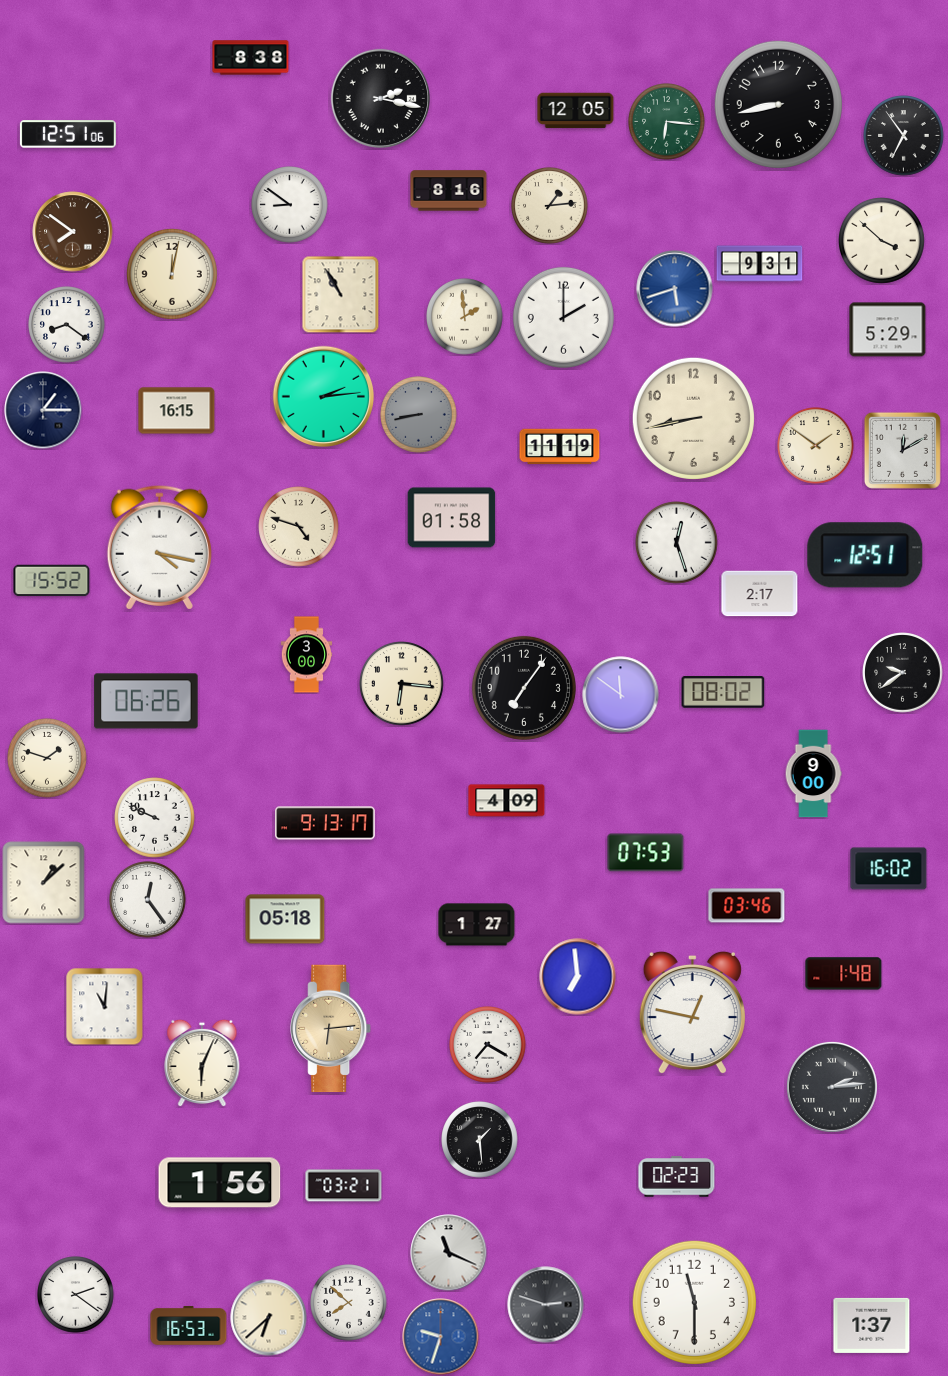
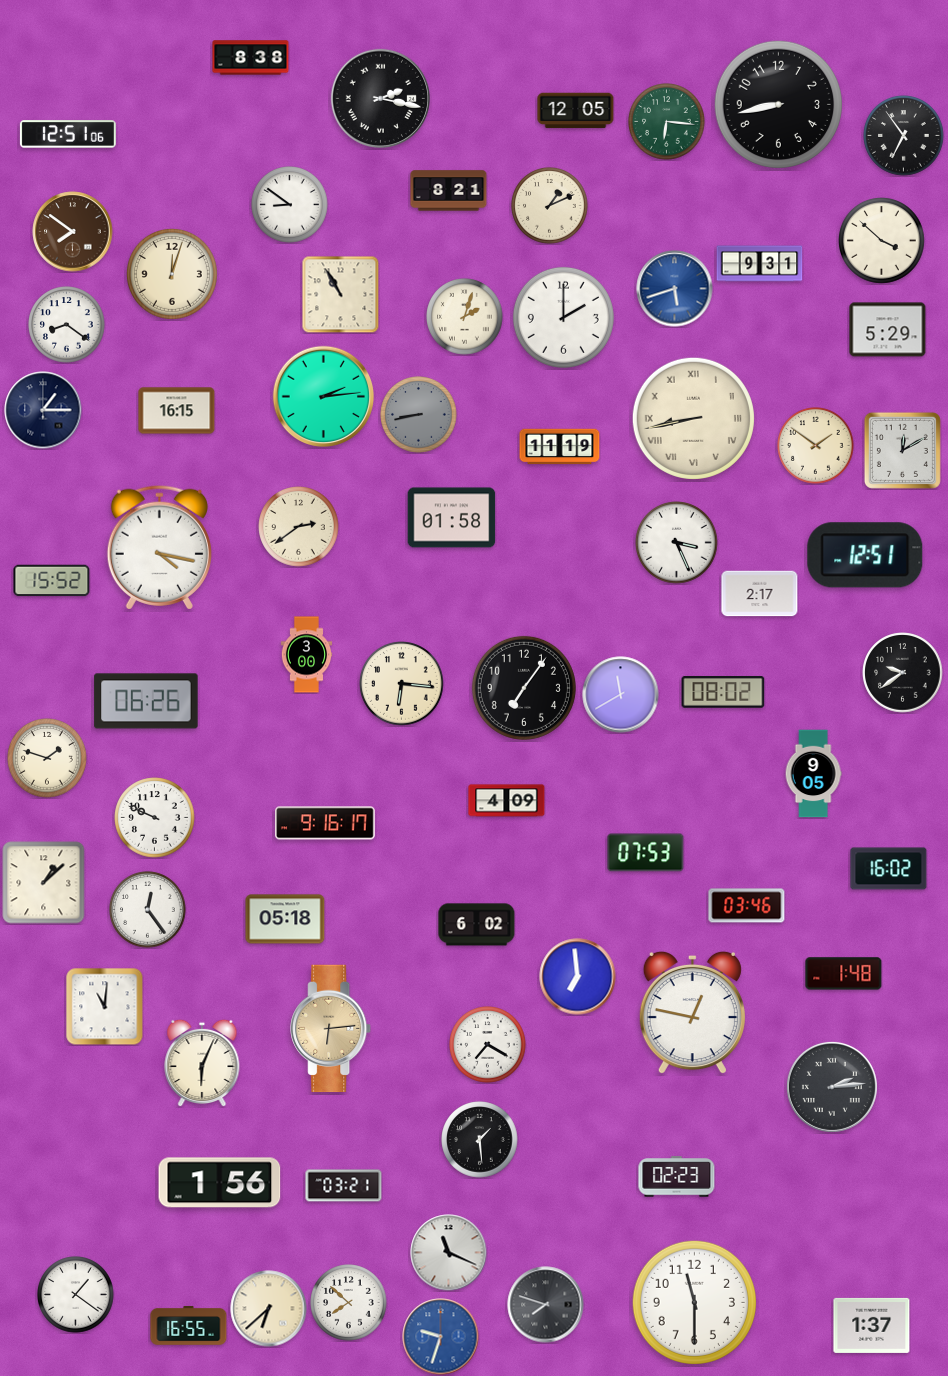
clock at (449, 191): 8:16 -> 8:21
clock at (550, 206): 1:14 -> 1:11
clock at (172, 274): 12:02 -> 12:03
clock at (465, 317): 1:59 -> 2:03
clock at (693, 418) numerals: Arabic -> Roman
clock at (299, 527): 4:48 -> 2:39
clock at (677, 543): 12:27 -> 3:26
clock at (621, 695): 11:51 -> 11:40
clock at (813, 774): 9:00 -> 9:05
clock at (325, 823): 9:13 -> 9:16
clock at (148, 900) position: (148, 900) -> (148, 910)
clock at (477, 925): 1:27 -> 6:02
clock at (76, 1295): 2:21 -> 1:21
clock at (546, 1305): 2:48 -> 7:48
clock at (269, 1318) position: (269, 1318) -> (269, 1309)
clock at (189, 1326): 16:53 -> 16:55
